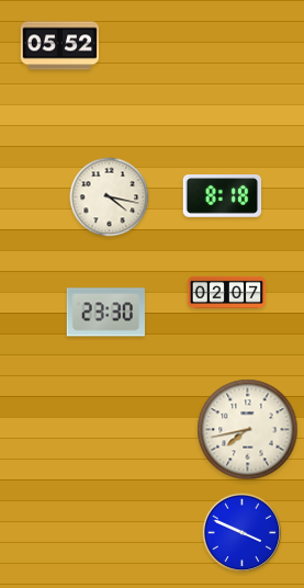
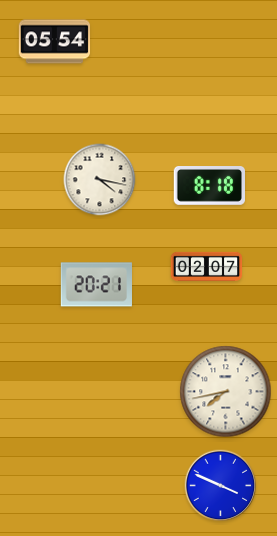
clock at (60, 46): 05:52 -> 05:54
clock at (222, 196) position: (222, 196) -> (209, 186)
clock at (105, 313): 23:30 -> 20:21
